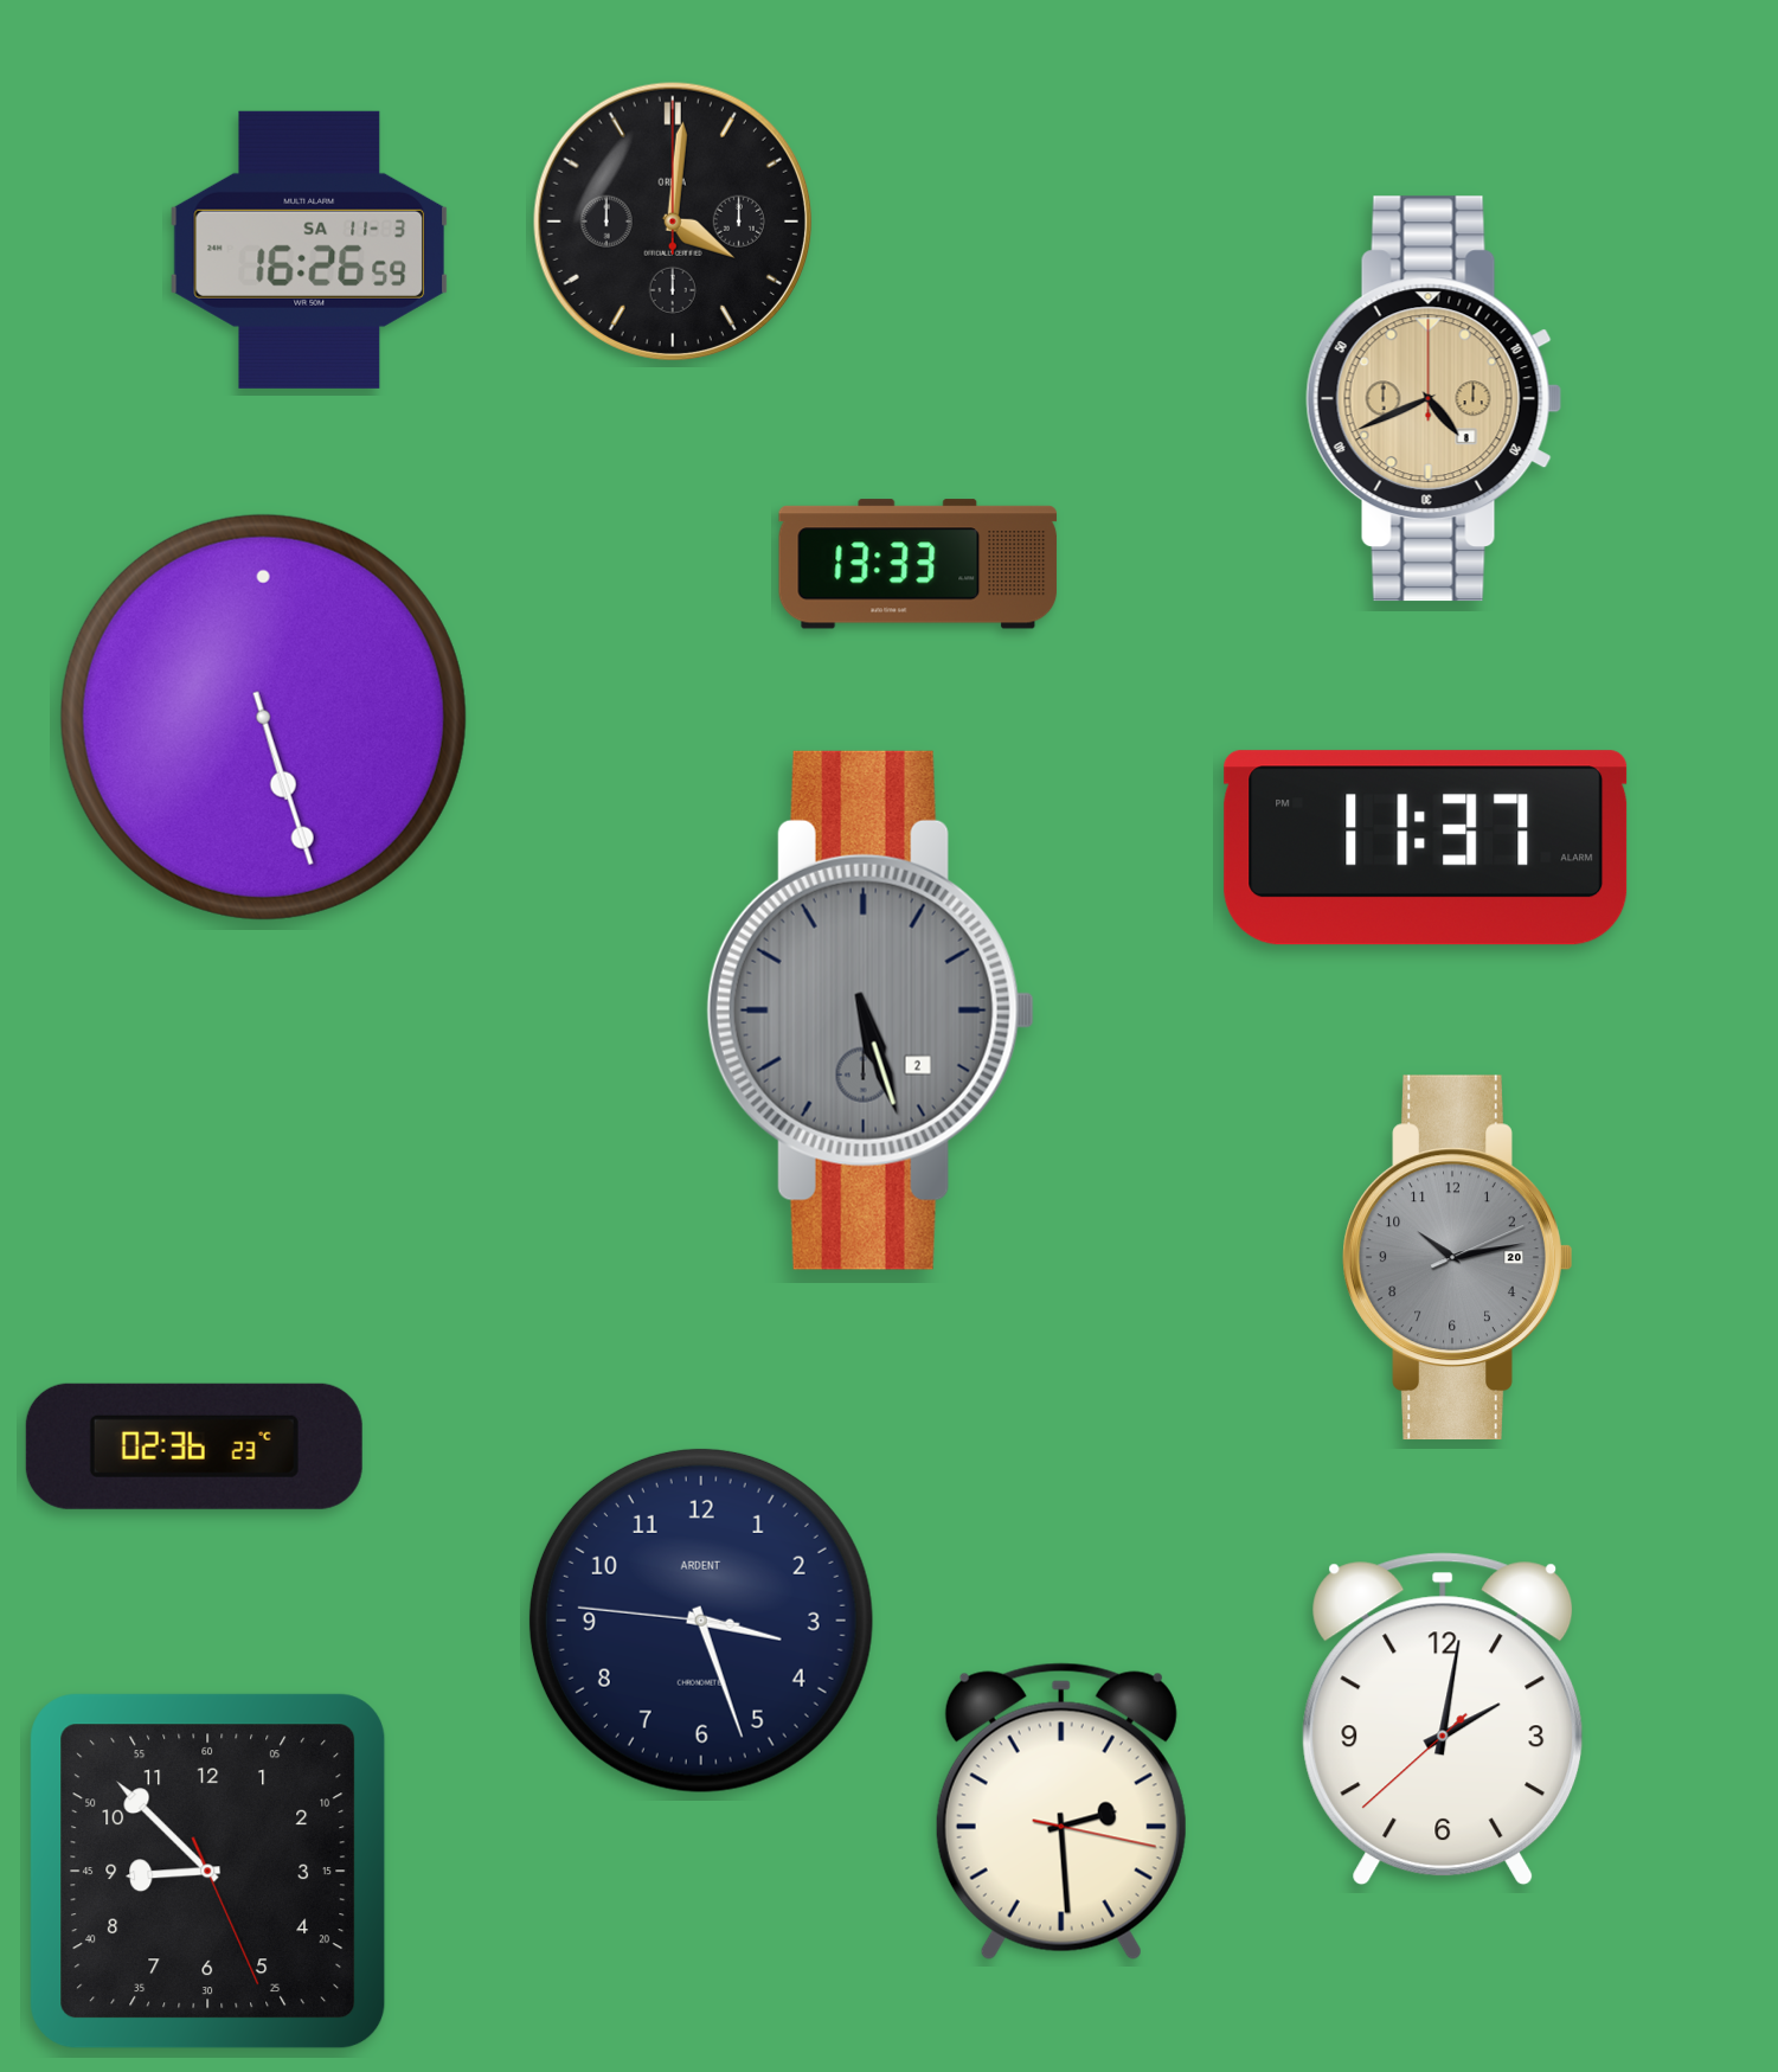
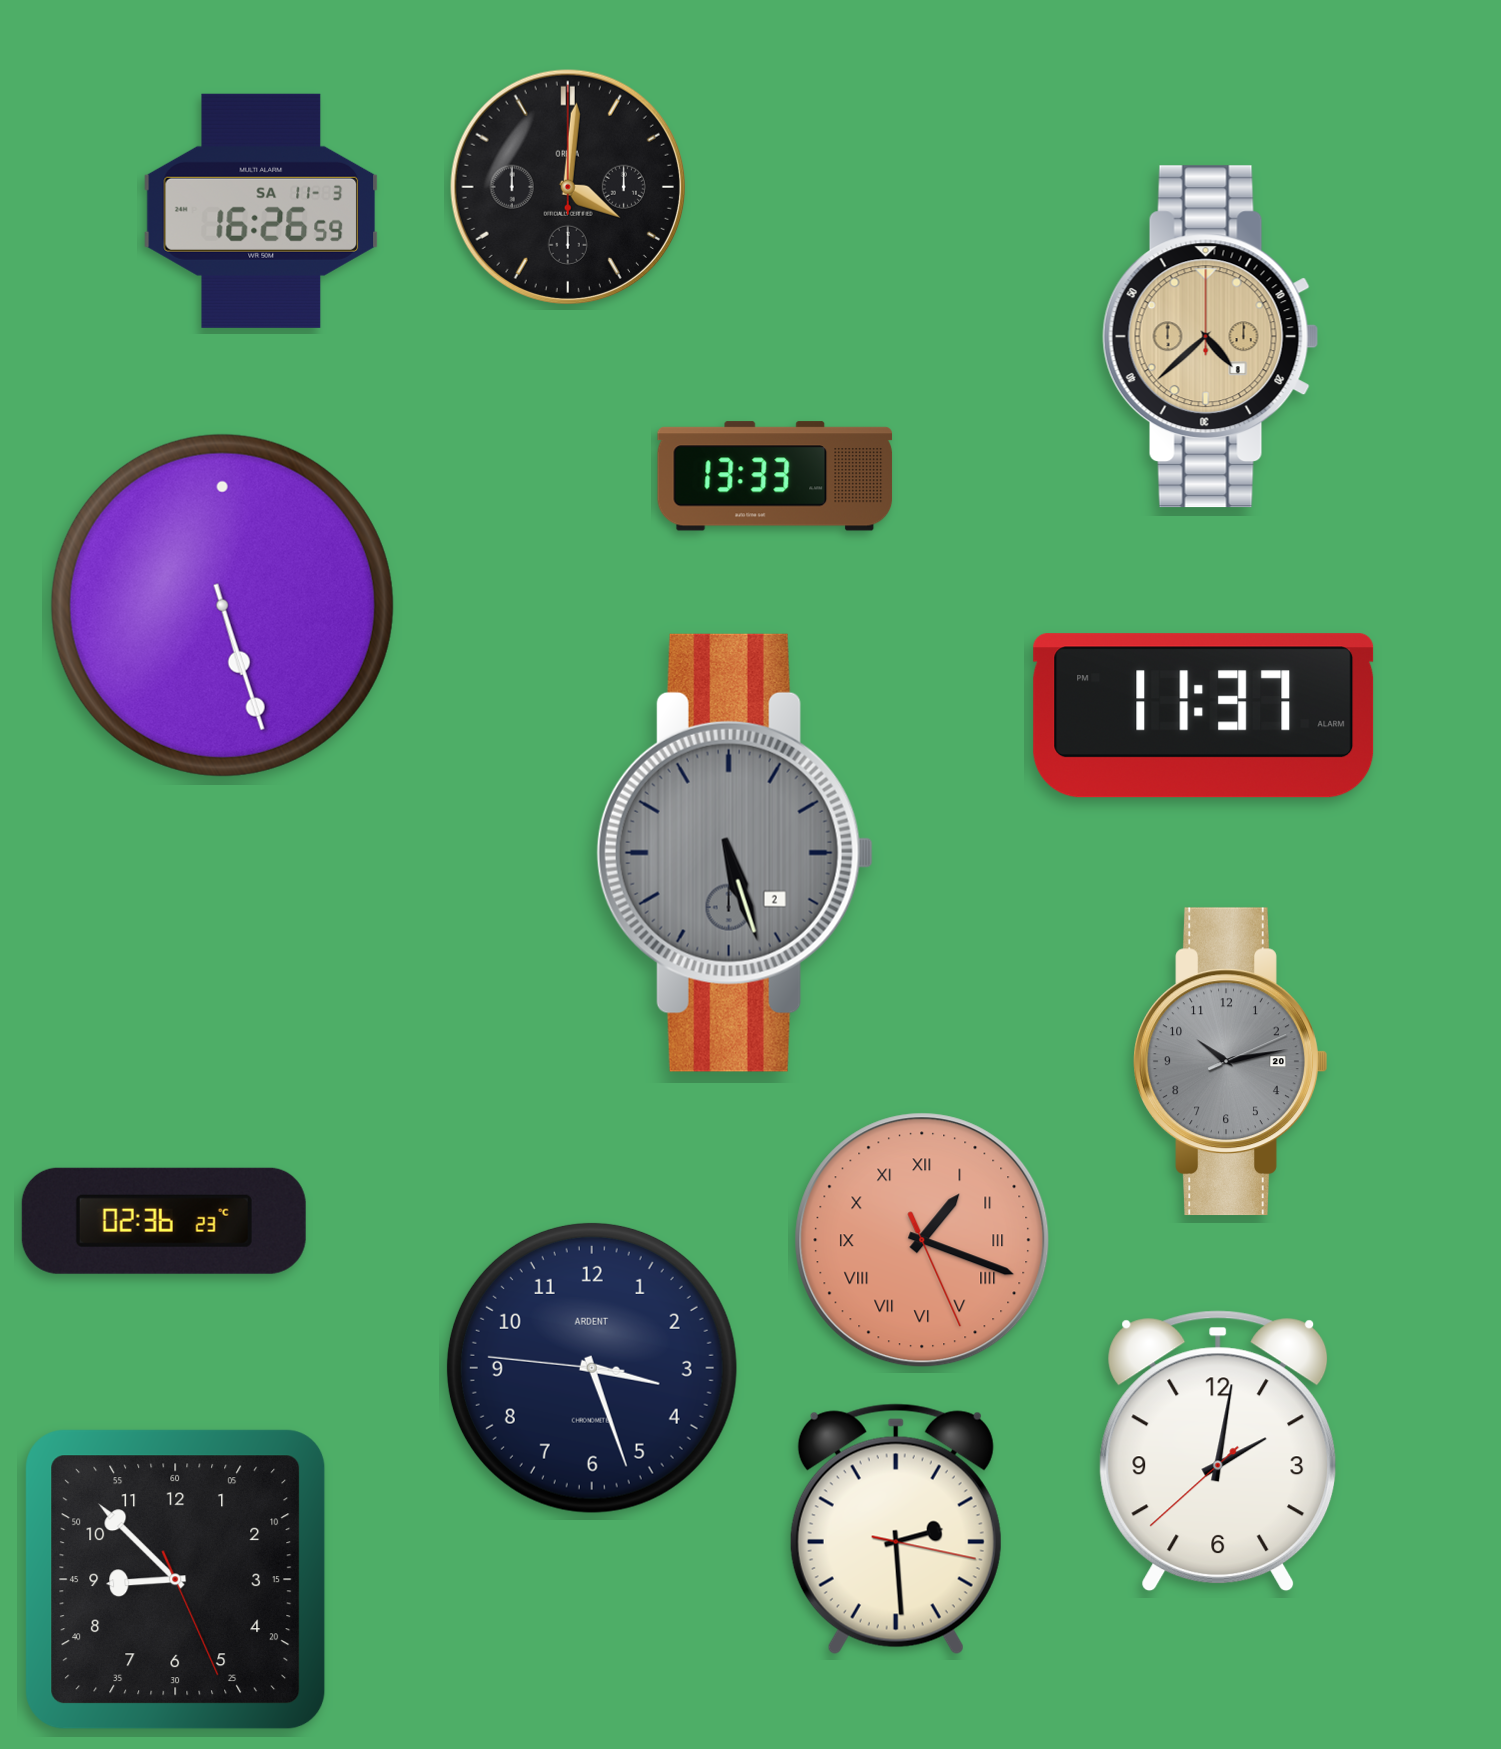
clock at (1434, 399): 4:41 -> 4:38
clock at (922, 1240): none -> 1:18
